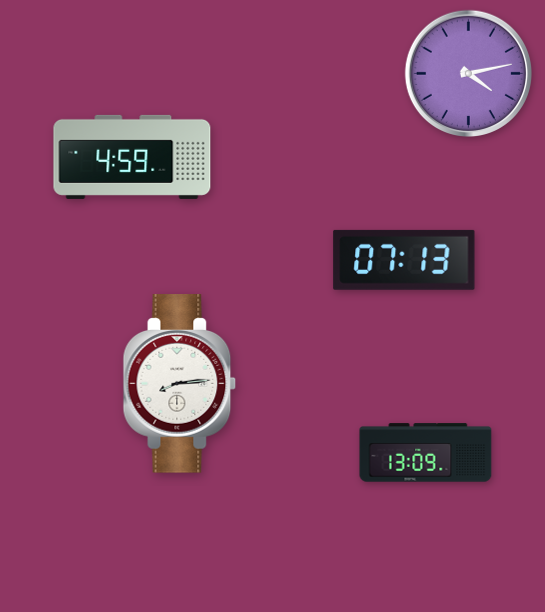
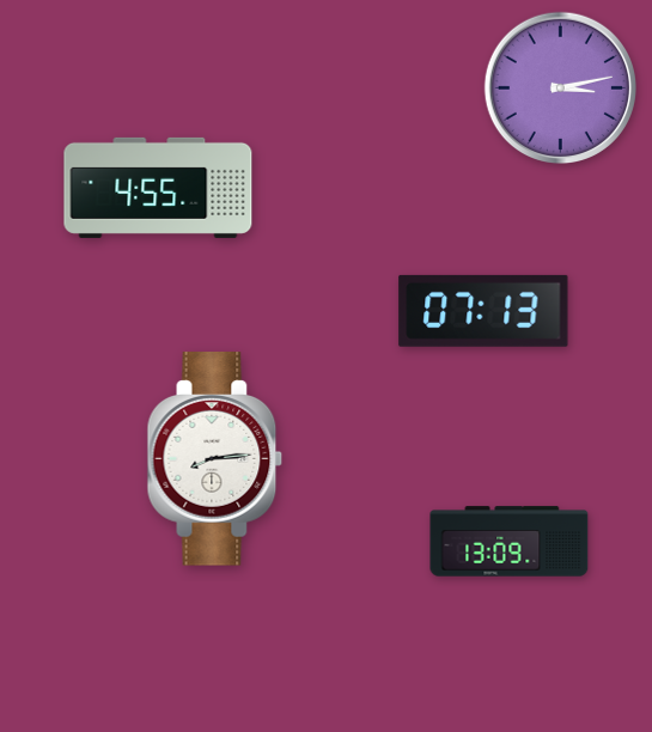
clock at (468, 73): 4:13 -> 3:13
clock at (132, 157): 4:59 -> 4:55
